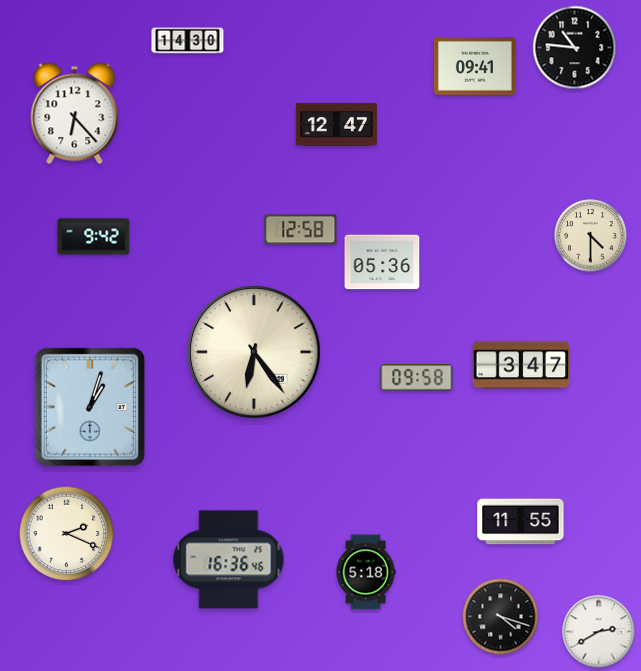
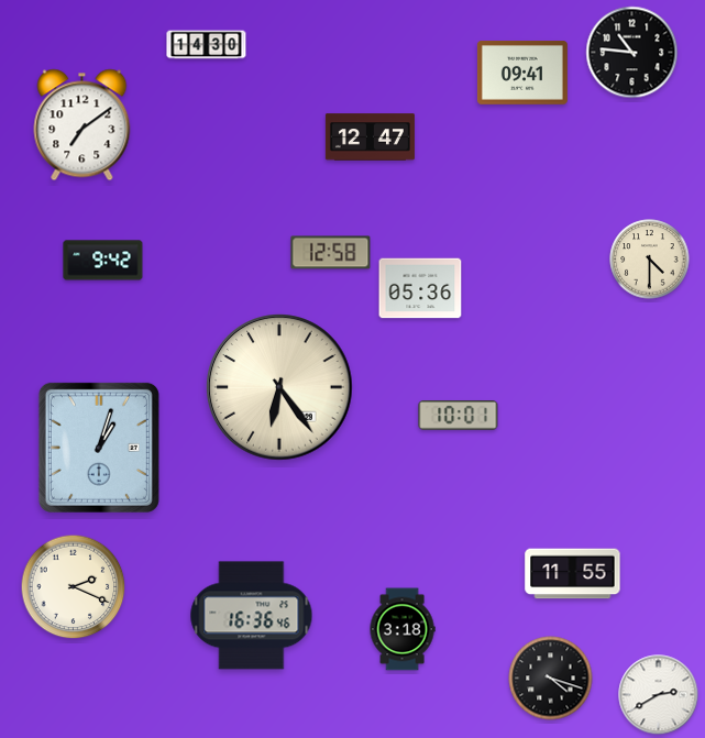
clock at (75, 114): 6:23 -> 7:09
clock at (521, 365): 3:47 -> none
clock at (417, 378): 09:58 -> 10:01
clock at (366, 572): 5:18 -> 3:18
